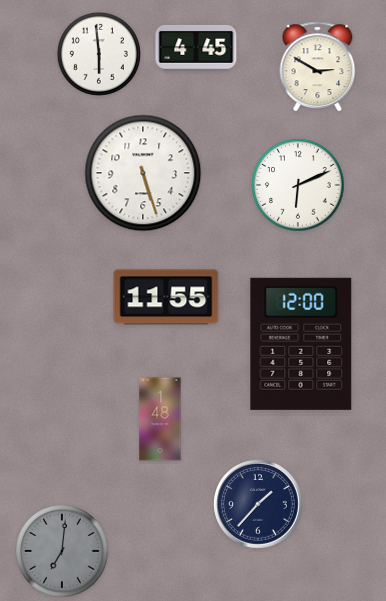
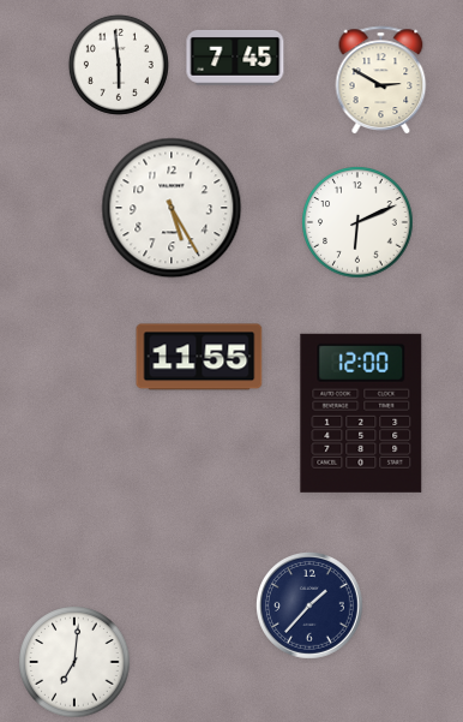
clock at (196, 48): 4:45 -> 7:45
clock at (143, 173): 5:27 -> 5:25
clock at (160, 419): 1:48 -> none
clock at (62, 551) dial: grey -> white
